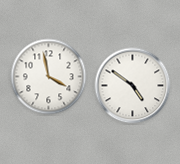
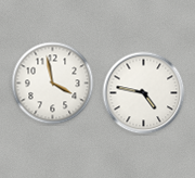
clock at (133, 86): 4:51 -> 4:47
